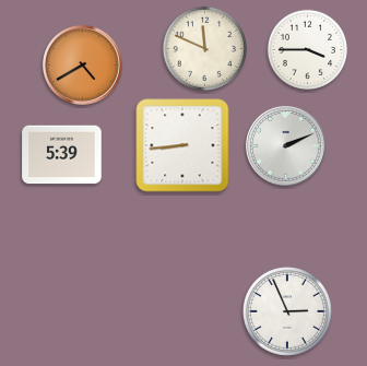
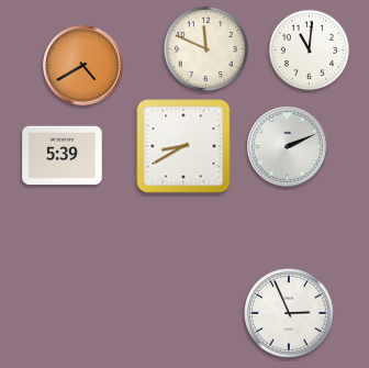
clock at (307, 49): 3:45 -> 11:01
clock at (182, 145): 8:44 -> 8:40
